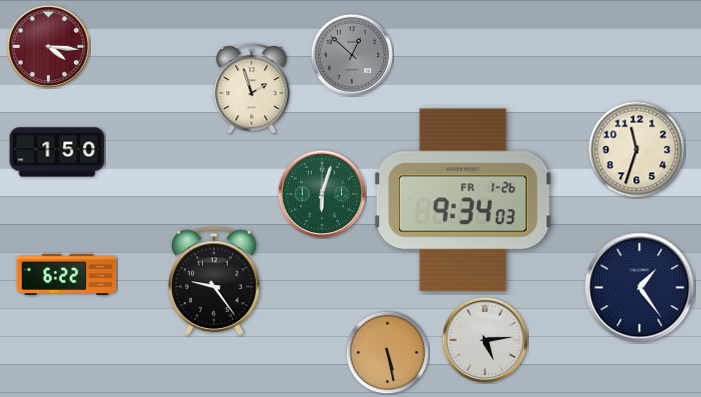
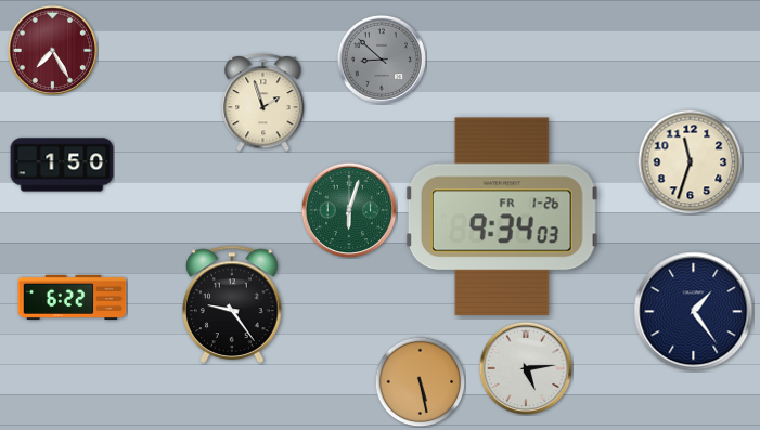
clock at (48, 46): 4:16 -> 7:25
clock at (352, 55): 12:52 -> 8:52
clock at (252, 89) position: (252, 89) -> (263, 103)
